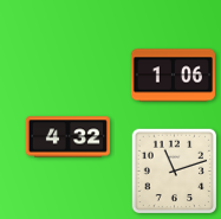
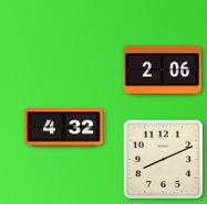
clock at (173, 76): 1:06 -> 2:06
clock at (175, 172): 11:12 -> 8:11
